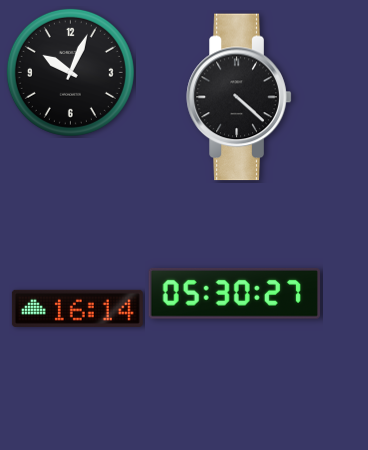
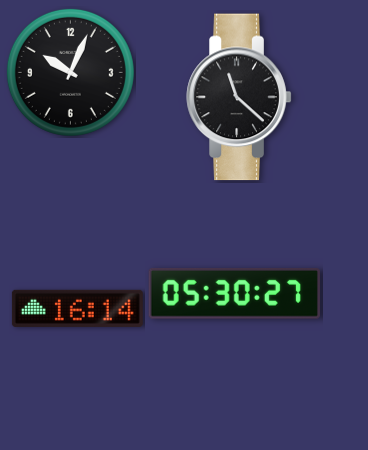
clock at (239, 97): 4:22 -> 11:22
